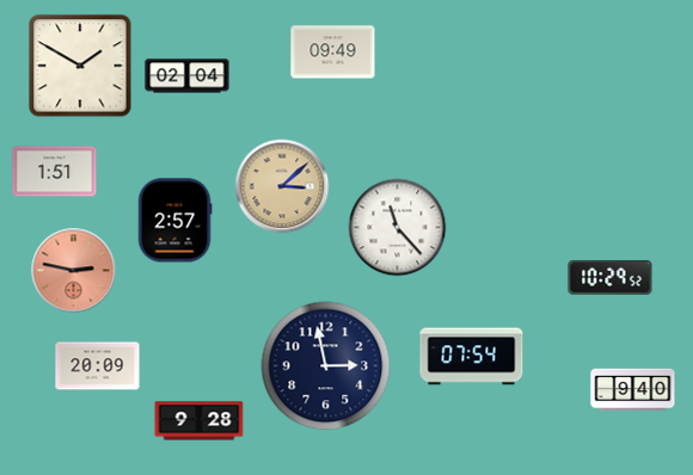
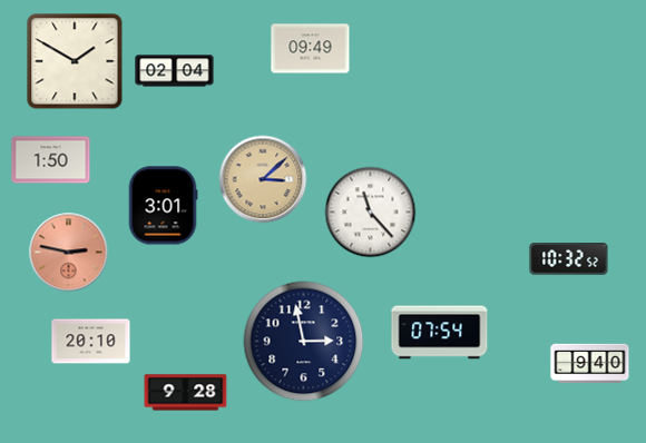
clock at (55, 172): 1:51 -> 1:50
clock at (282, 186) position: (282, 186) -> (263, 179)
clock at (174, 221): 2:57 -> 3:01
clock at (611, 278): 10:29 -> 10:32
clock at (98, 366): 20:09 -> 20:10
